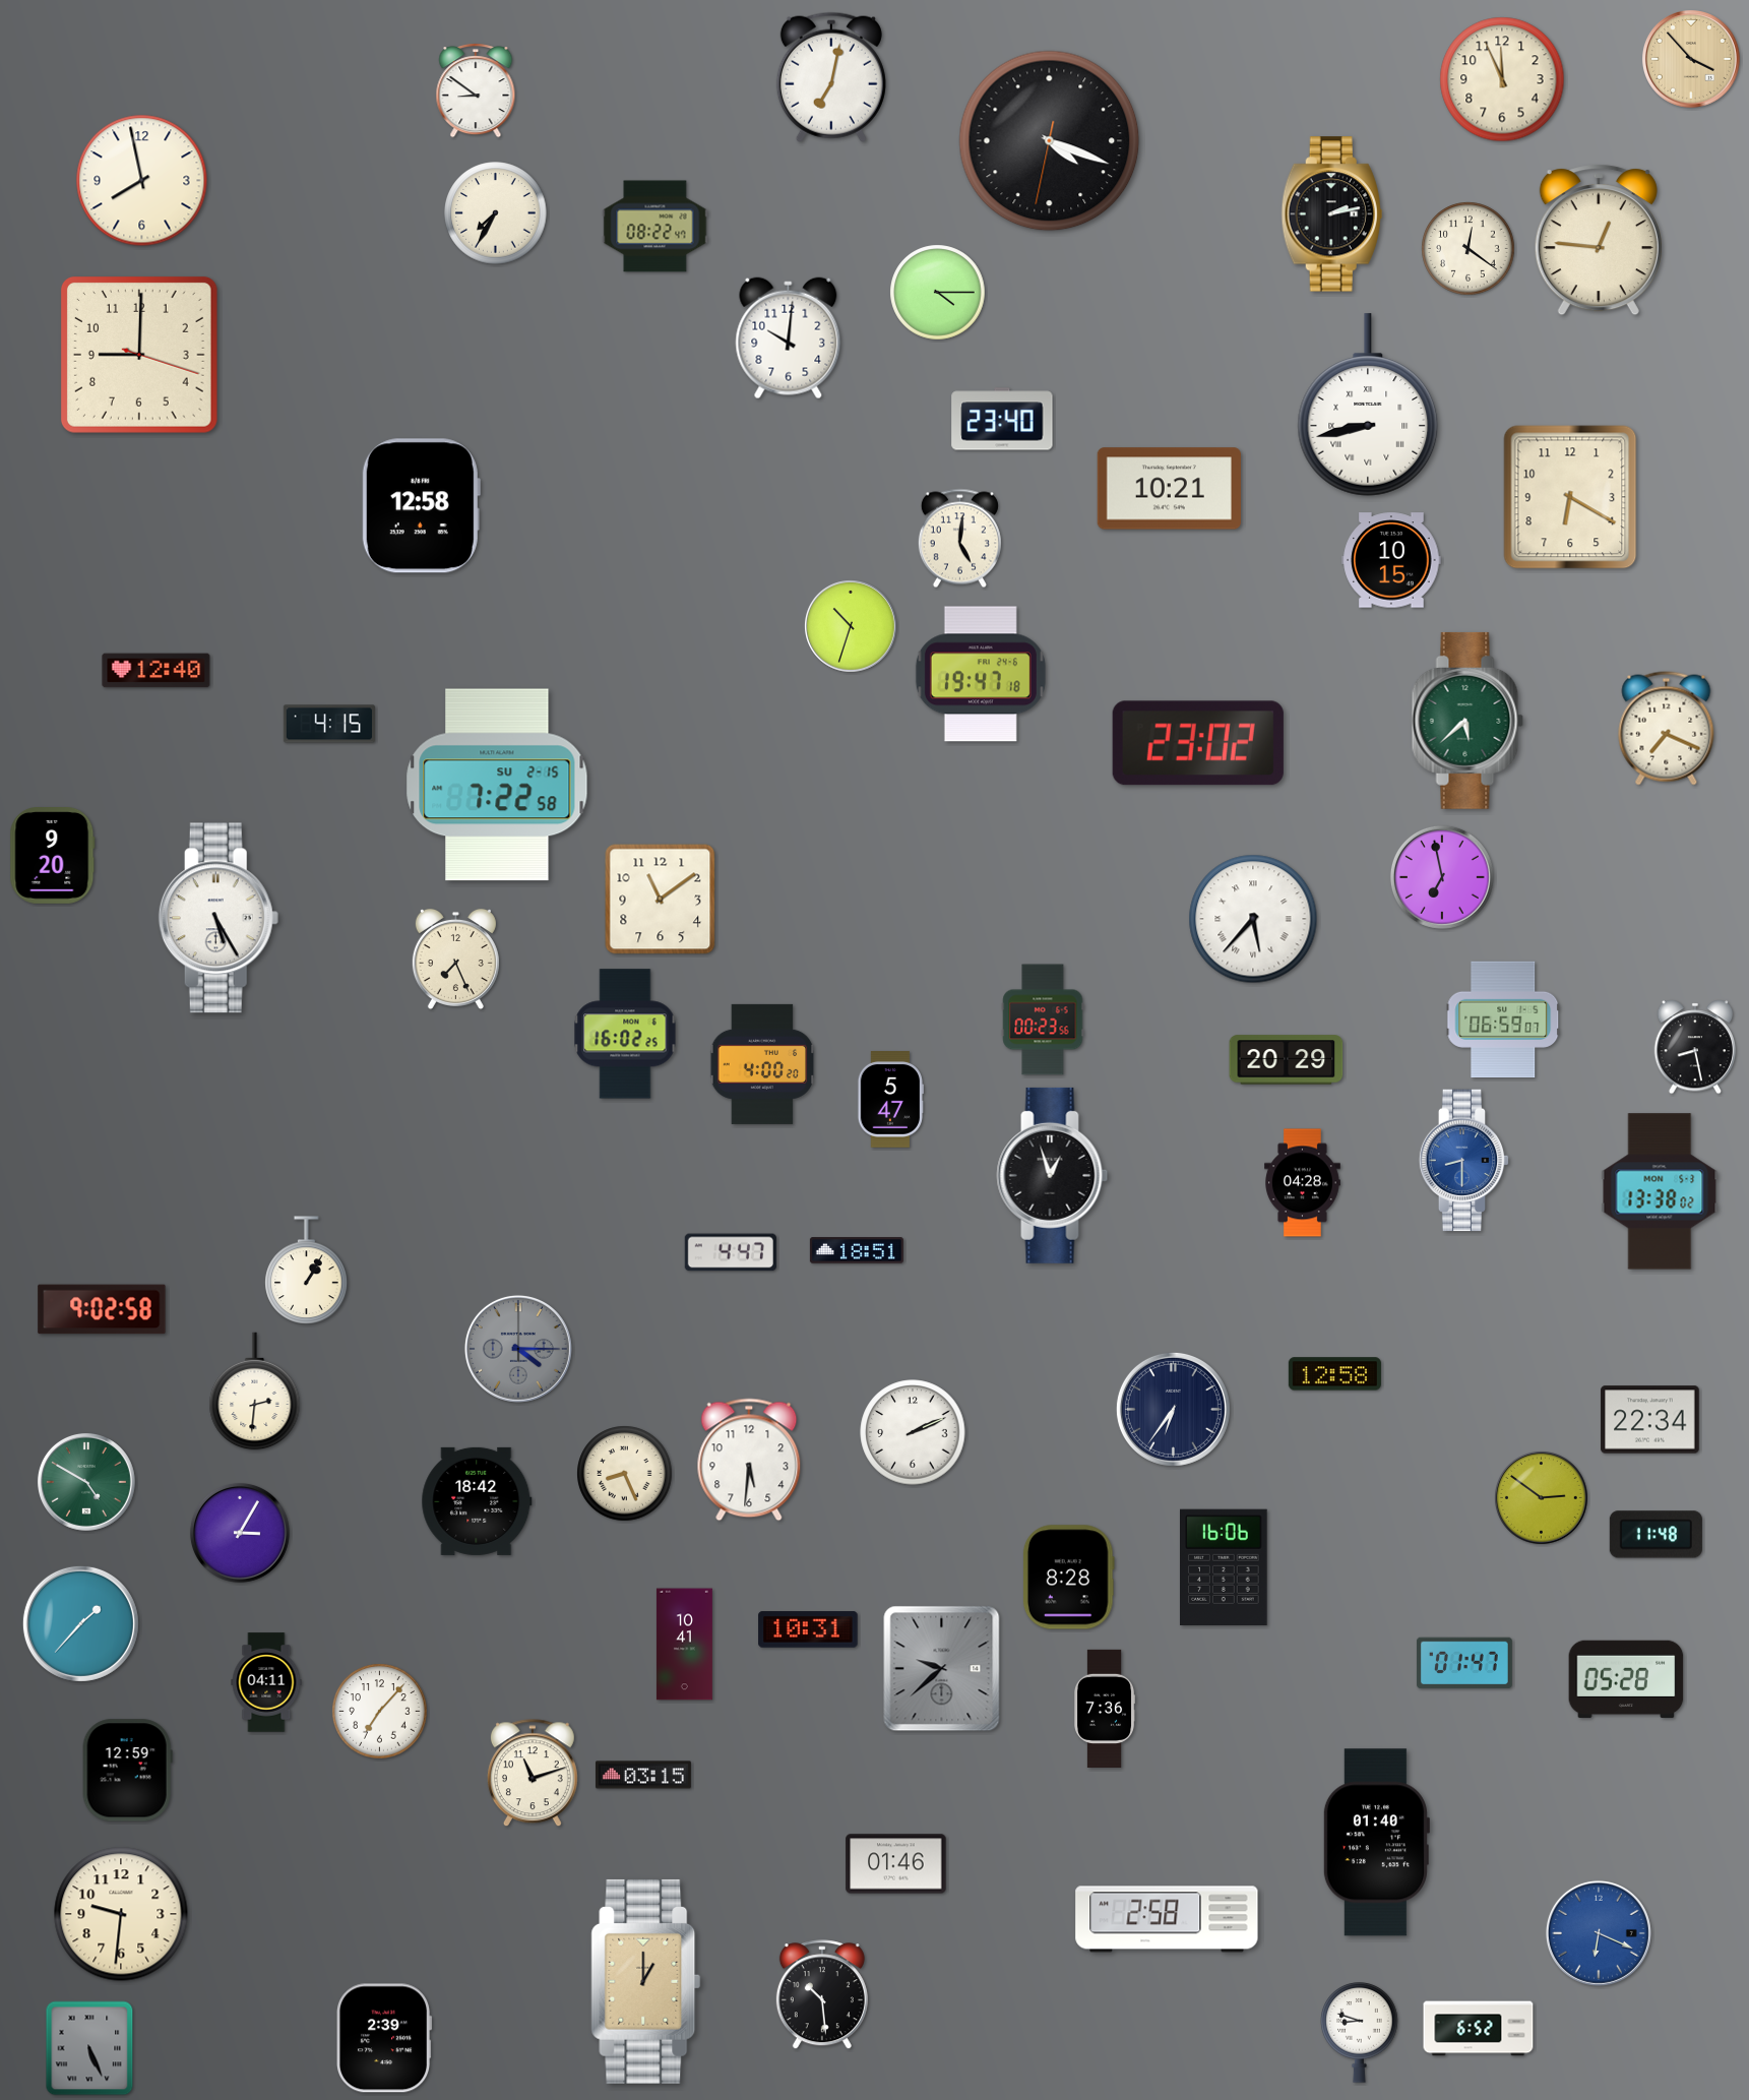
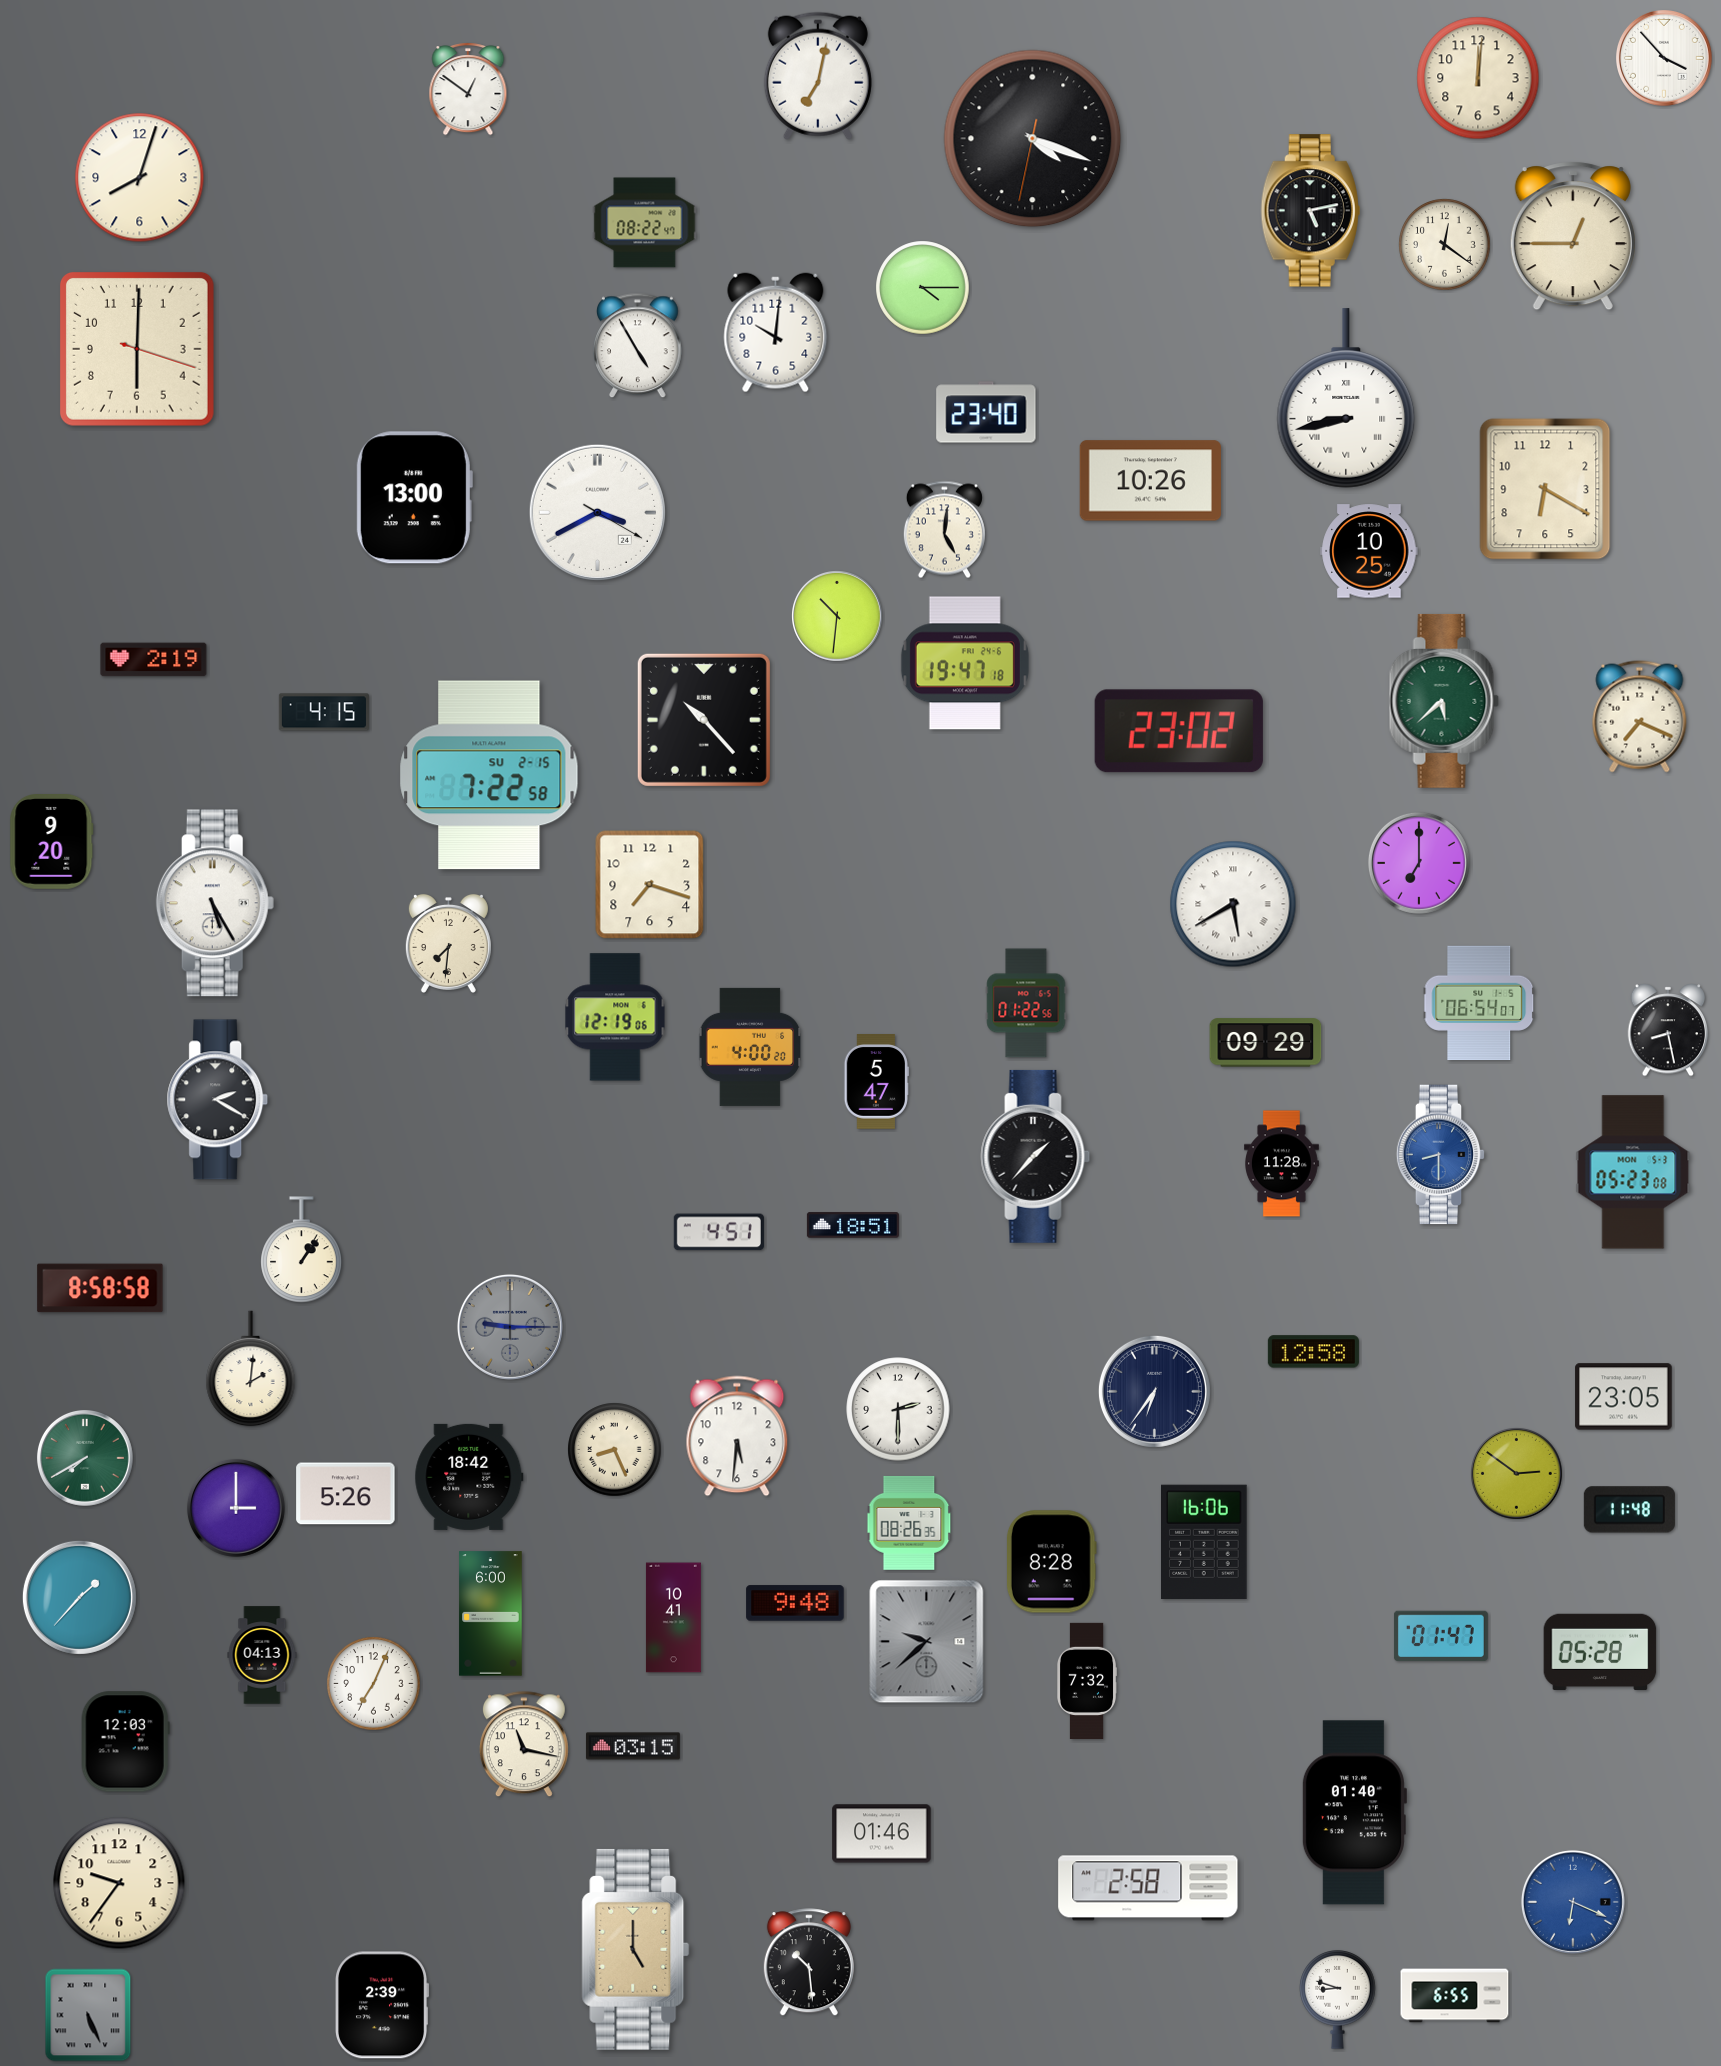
clock at (1691, 59) dial: champagne -> white
clock at (1502, 79): 11:56 -> 12:01
clock at (476, 90): 8:51 -> 12:51
clock at (142, 181): 7:58 -> 8:03
clock at (496, 213): 7:35 -> none
clock at (1331, 214): 2:13 -> 5:13
clock at (1599, 240): 12:46 -> 12:45
clock at (638, 346): none -> 4:55
clock at (139, 355): 9:00 -> 6:00
clock at (1169, 489): 10:21 -> 10:26
clock at (421, 506): 12:58 -> 13:00
clock at (597, 512): none -> 3:40
clock at (1391, 560): 10:15 -> 10:25
clock at (852, 627): 10:33 -> 10:31
clock at (157, 671): 12:40 -> 2:19
clock at (1467, 721) position: (1467, 721) -> (1444, 701)
clock at (704, 720): none -> 10:23
clock at (497, 785) position: (497, 785) -> (489, 775)
clock at (1442, 877): 6:58 -> 7:00
clock at (661, 900): 11:09 -> 7:18
clock at (1253, 919): 5:37 -> 5:40
clock at (455, 959): 7:26 -> 7:31
clock at (1043, 1020): 00:23 -> 01:22
clock at (1503, 1020): 06:59 -> 06:54
clock at (625, 1034): 16:02 -> 12:19
clock at (1287, 1060): 20:29 -> 09:29
clock at (218, 1100): none -> 2:20
clock at (1464, 1161) position: (1464, 1161) -> (1441, 1155)
clock at (1053, 1175): 12:57 -> 1:37
clock at (1303, 1183): 04:28 -> 11:28
clock at (1660, 1191): 13:38 -> 05:23
clock at (857, 1250) position: (857, 1250) -> (853, 1225)
clock at (731, 1252): 4:47 -> 4:51
clock at (307, 1271): 1:05 -> 1:06
clock at (102, 1309): 9:02 -> 8:58
clock at (518, 1349): 4:15 -> 9:15
clock at (255, 1392): 2:31 -> 2:01
clock at (1173, 1409) position: (1173, 1409) -> (1154, 1391)
clock at (1650, 1420): 22:34 -> 23:05
clock at (913, 1432): 2:11 -> 2:30
clock at (86, 1482): 4:50 -> 7:40
clock at (346, 1494): none -> 5:26
clock at (240, 1533): 3:05 -> 3:00
clock at (909, 1523): none -> 08:26
clock at (1068, 1578) position: (1068, 1578) -> (1051, 1562)
clock at (808, 1629): 10:31 -> 9:48
clock at (491, 1614): none -> 6:00
clock at (266, 1682): 04:11 -> 04:13
clock at (1105, 1709): 7:36 -> 7:32
clock at (380, 1712): 7:07 -> 7:04
clock at (127, 1771): 12:59 -> 12:03
clock at (533, 1774): 11:12 -> 11:17
clock at (121, 1914): 9:31 -> 9:36
clock at (646, 1981): 1:00 -> 5:00
clock at (1479, 2029): 6:52 -> 6:55
clock at (385, 2038) position: (385, 2038) -> (383, 2005)
